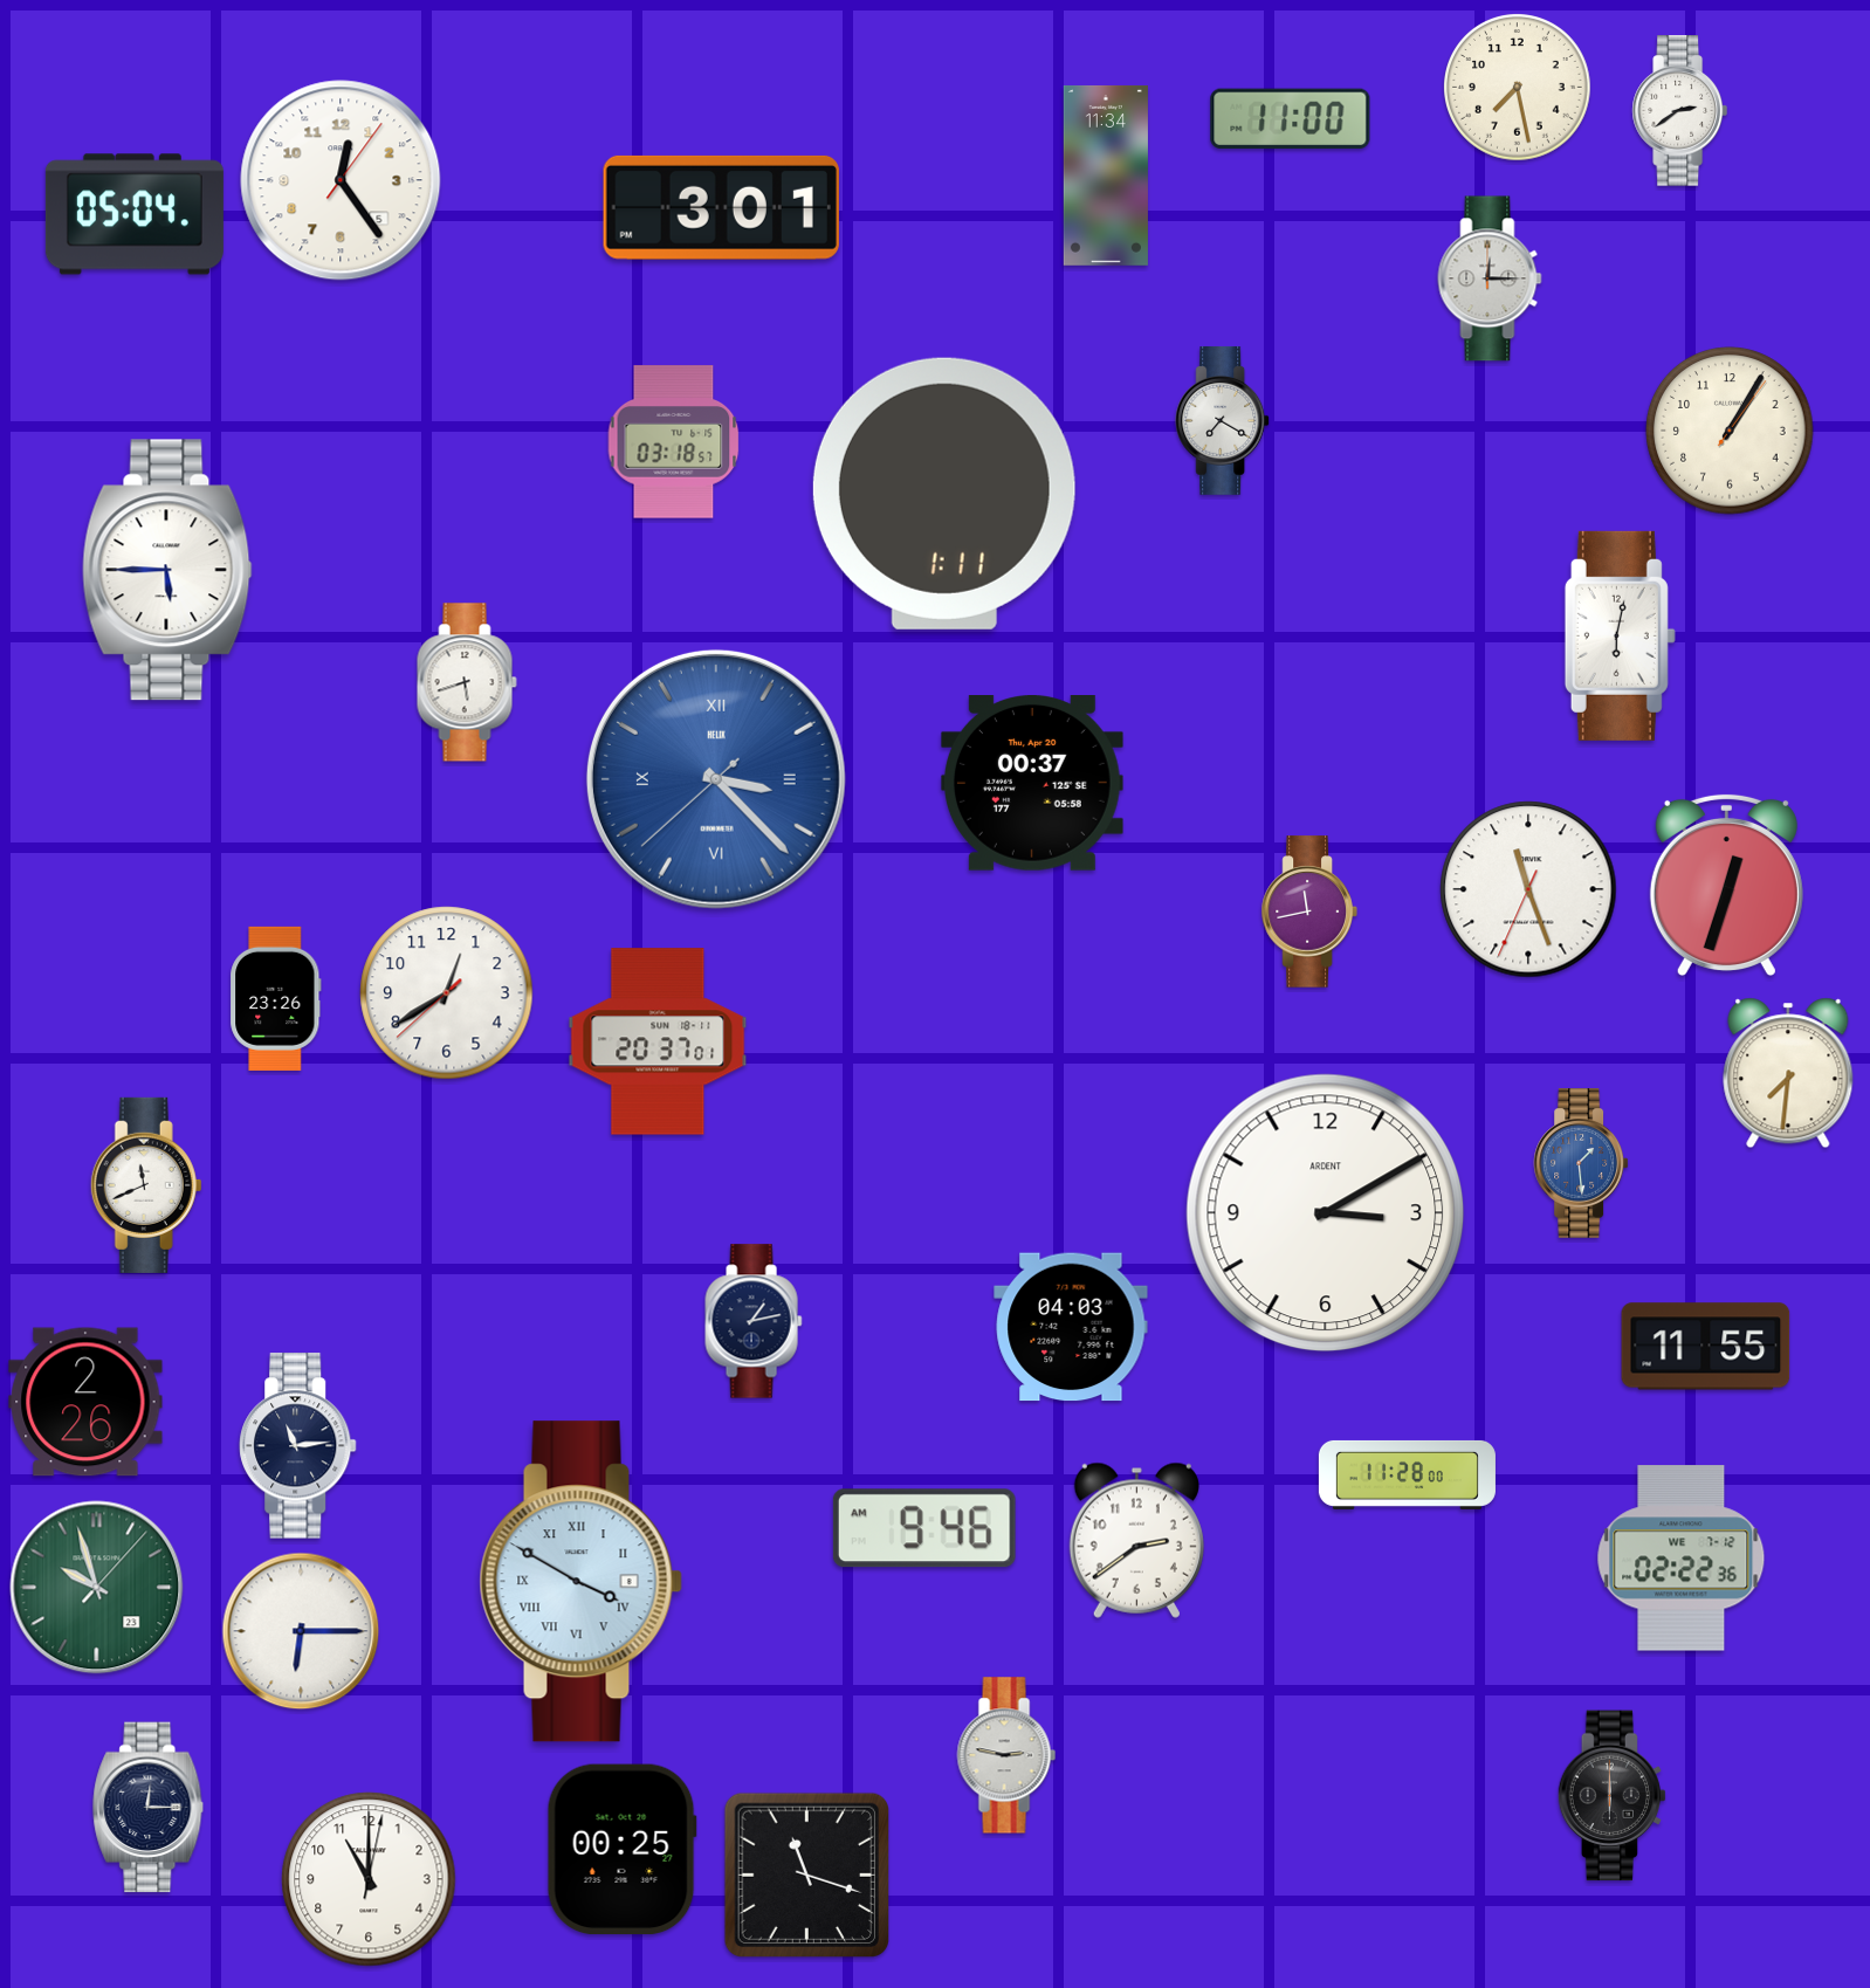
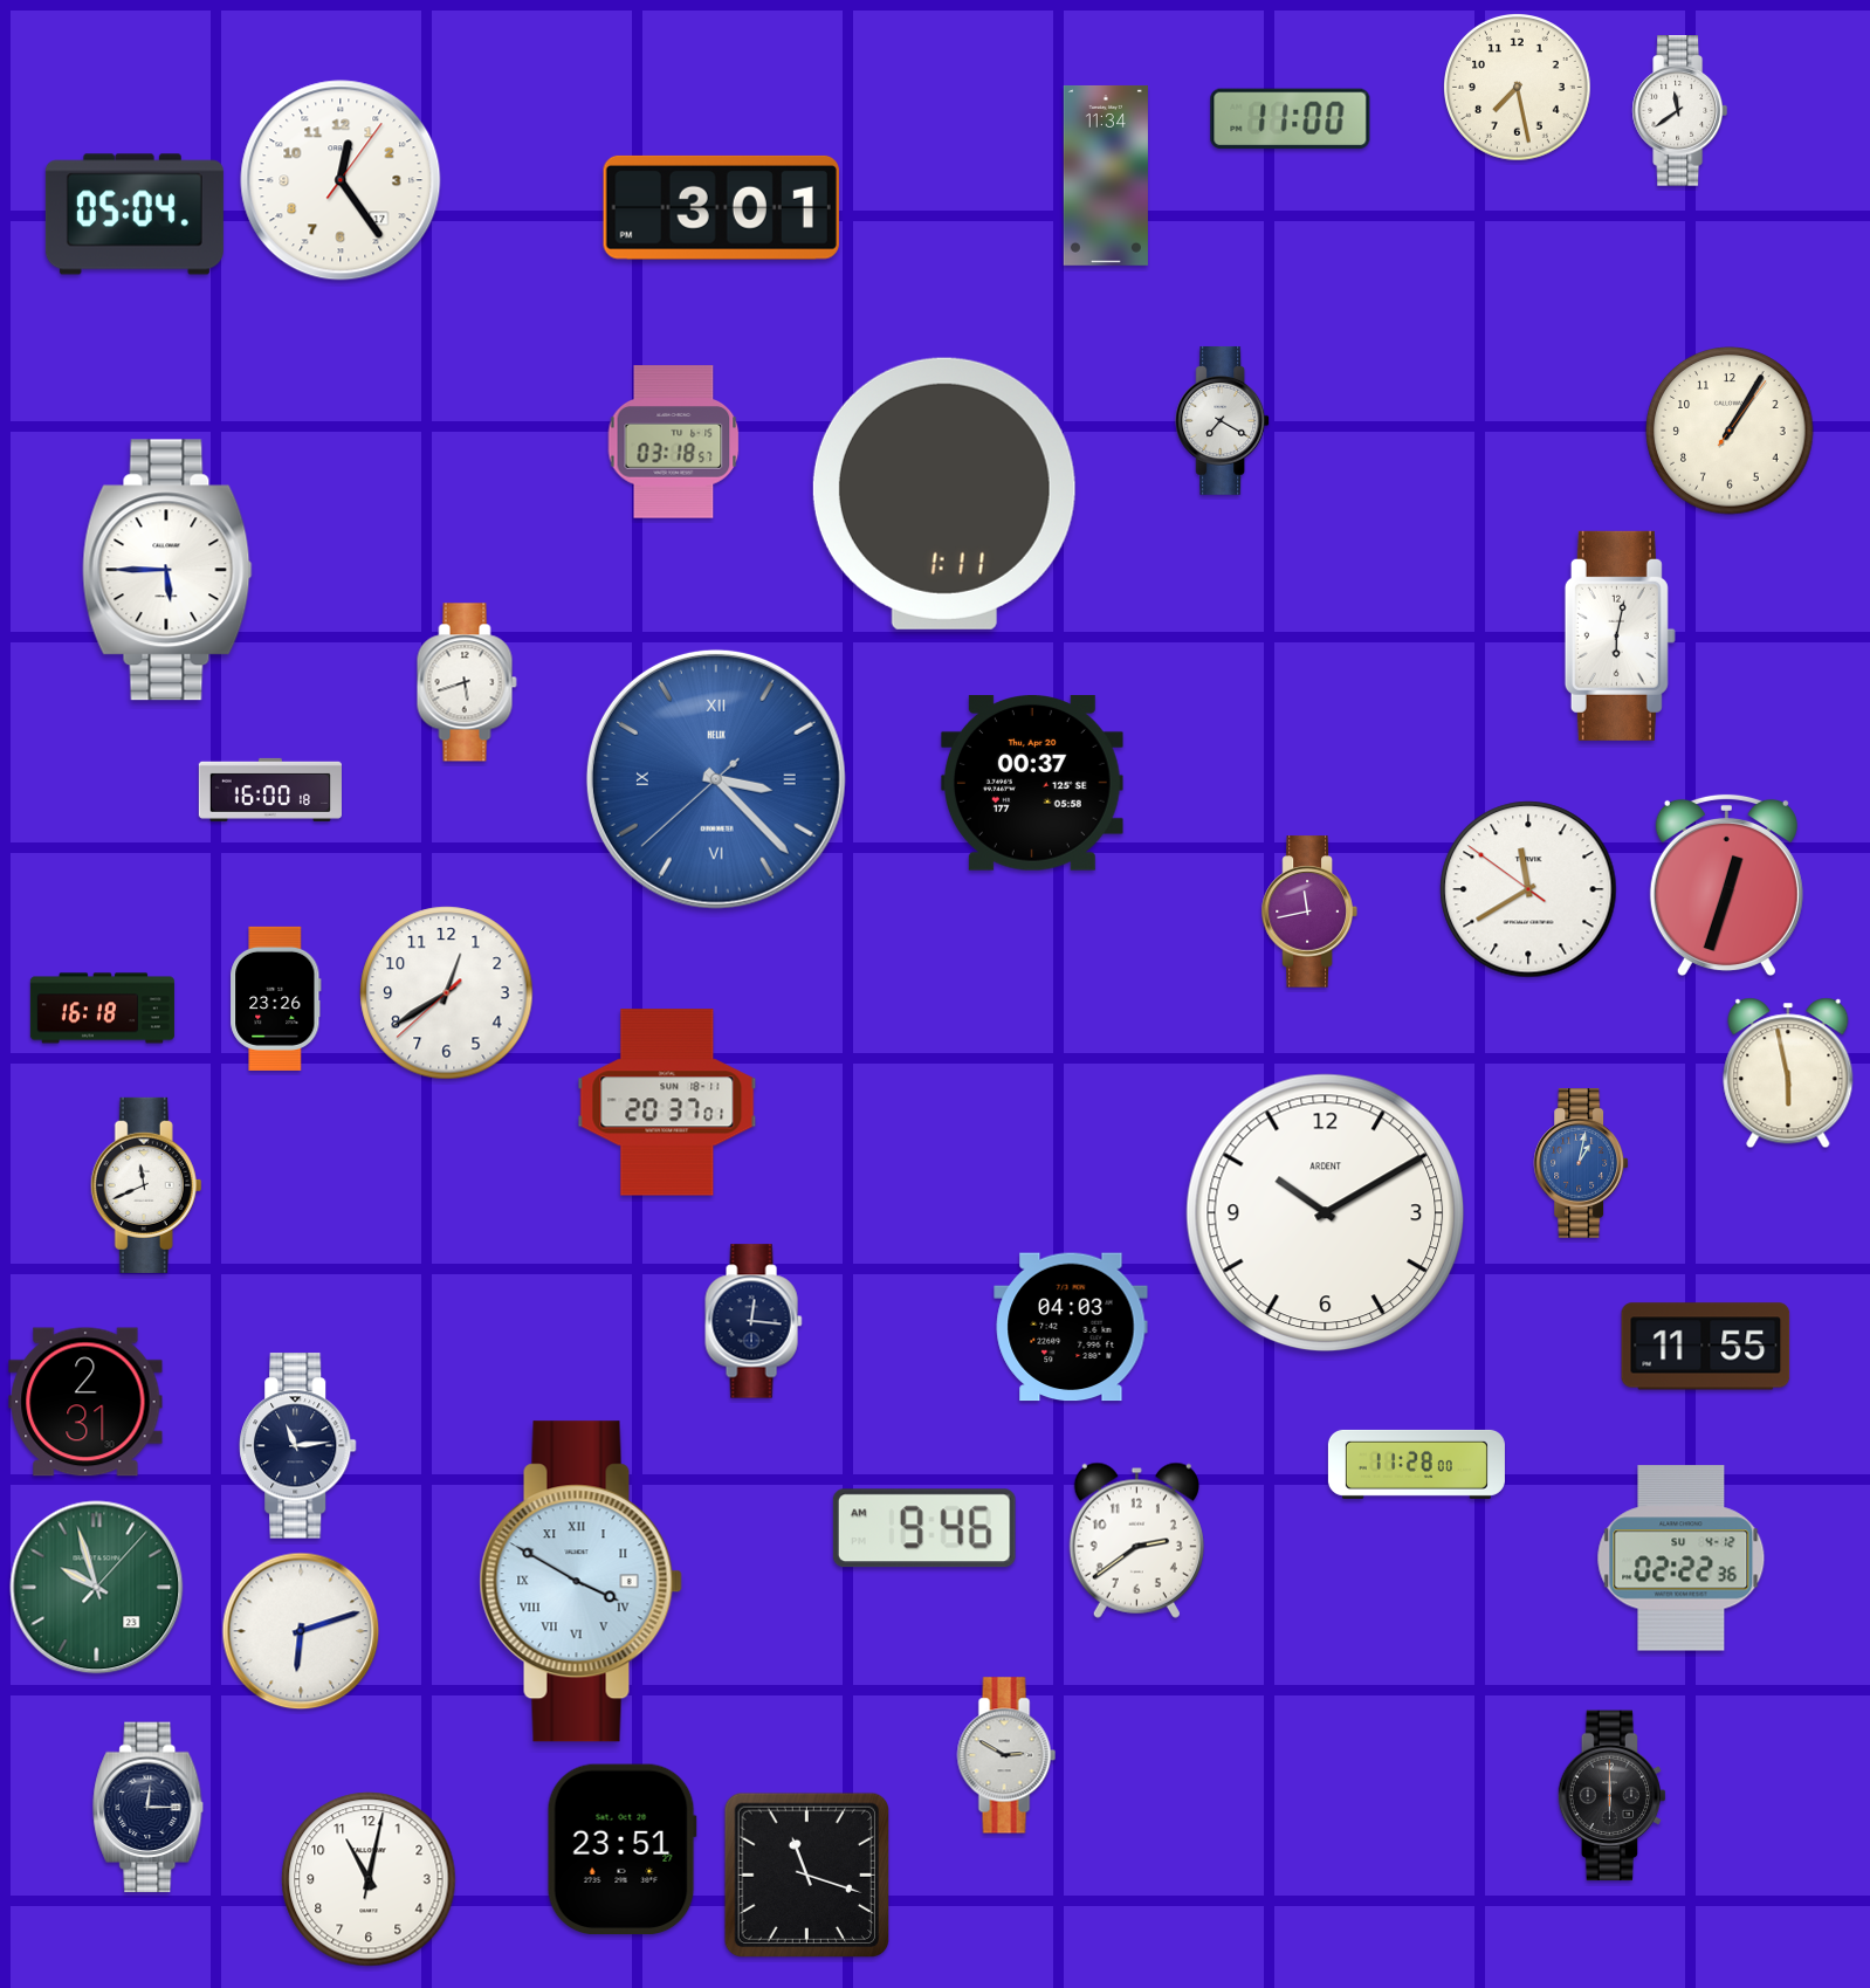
clock at (1679, 111): 2:39 -> 11:39
clock at (341, 180) date: 5 -> 17
clock at (1490, 278): 12:15 -> none
clock at (270, 790): none -> 16:00
clock at (1528, 889): 11:26 -> 11:39
clock at (102, 1009): none -> 16:18
clock at (658, 1041) position: (658, 1041) -> (667, 1102)
clock at (1788, 1073): 7:31 -> 5:58
clock at (1581, 1163): 1:29 -> 1:02
clock at (1326, 1213): 3:10 -> 10:10
clock at (754, 1321): 1:13 -> 12:16
clock at (85, 1402): 2:26 -> 2:31
clock at (1407, 1474) position: (1407, 1474) -> (1416, 1464)
clock at (1682, 1559) date: WE 7-12 -> SU 4-12
clock at (301, 1631): 6:15 -> 6:12
clock at (1006, 1755): 2:47 -> 2:50
clock at (621, 1850): 00:25 -> 23:51
clock at (369, 1879): 11:00 -> 11:02
